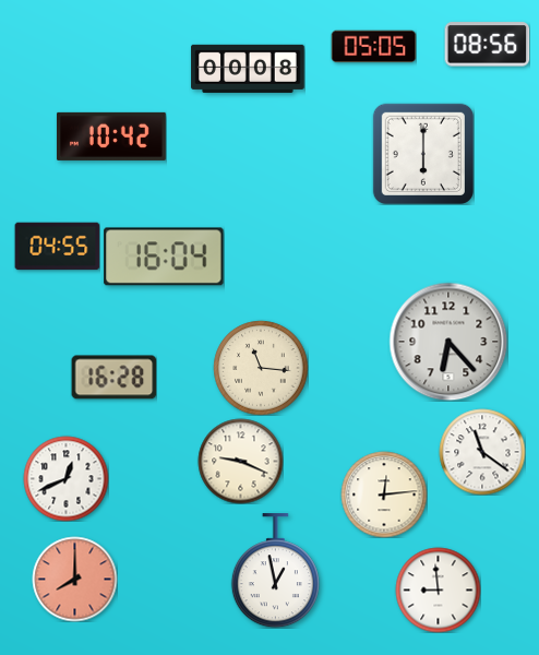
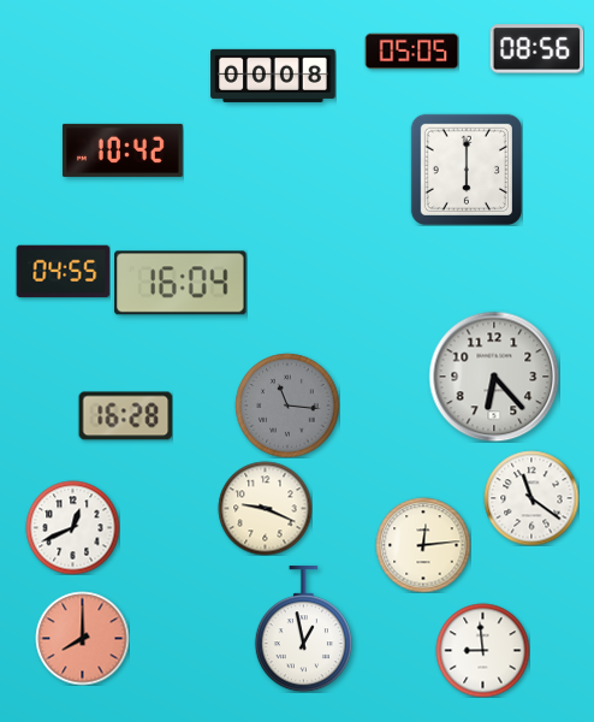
clock at (261, 368) dial: cream -> grey
